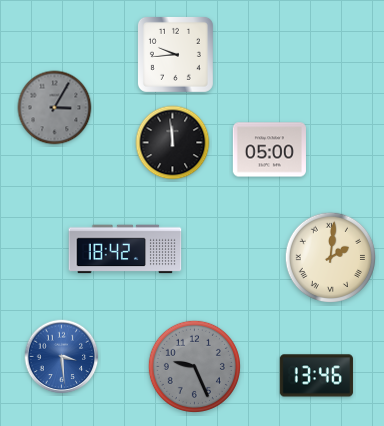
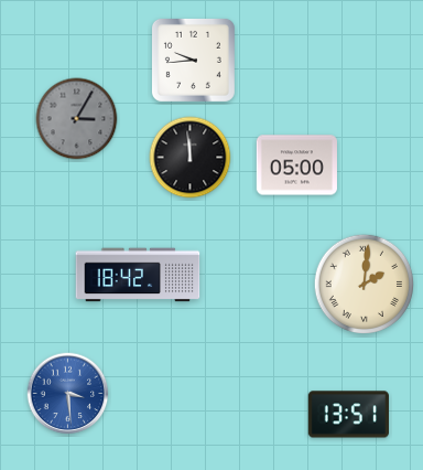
clock at (55, 108) position: (55, 108) -> (77, 119)
clock at (194, 366): 9:26 -> none
clock at (316, 376): 13:46 -> 13:51
